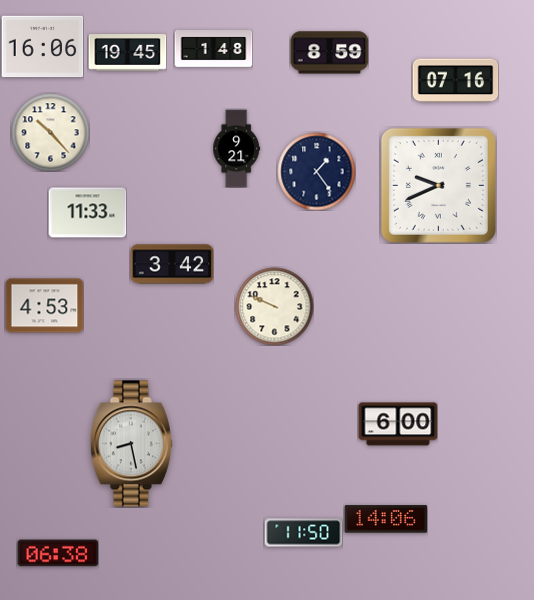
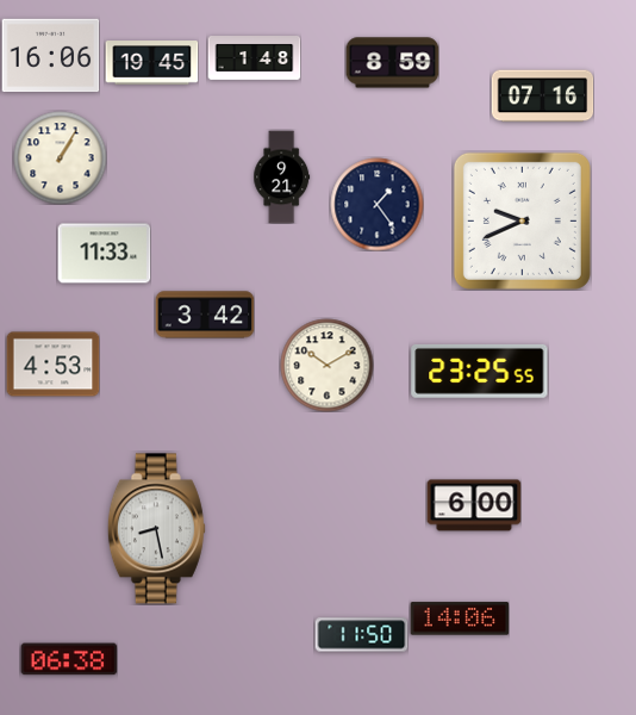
clock at (50, 132): 10:23 -> 1:05
clock at (274, 306): 9:49 -> 10:10
clock at (480, 371): none -> 23:25
